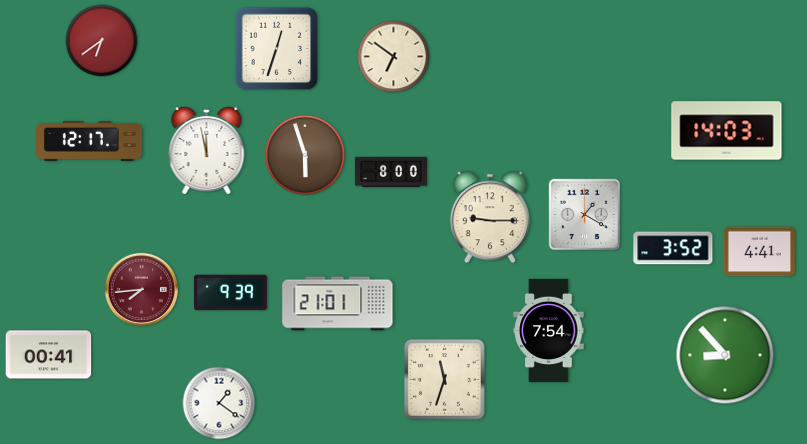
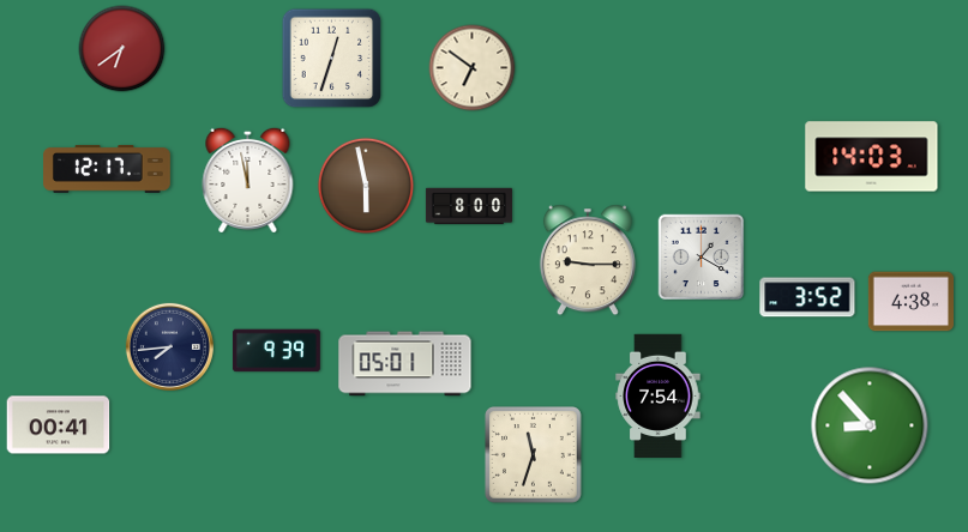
clock at (305, 155): 5:57 -> 5:58
clock at (759, 252): 4:41 -> 4:38
clock at (141, 289) dial: burgundy -> navy
clock at (338, 304): 21:01 -> 05:01
clock at (219, 403): 1:21 -> none
